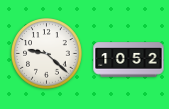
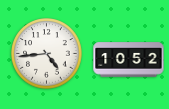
clock at (47, 54): 9:22 -> 4:44
